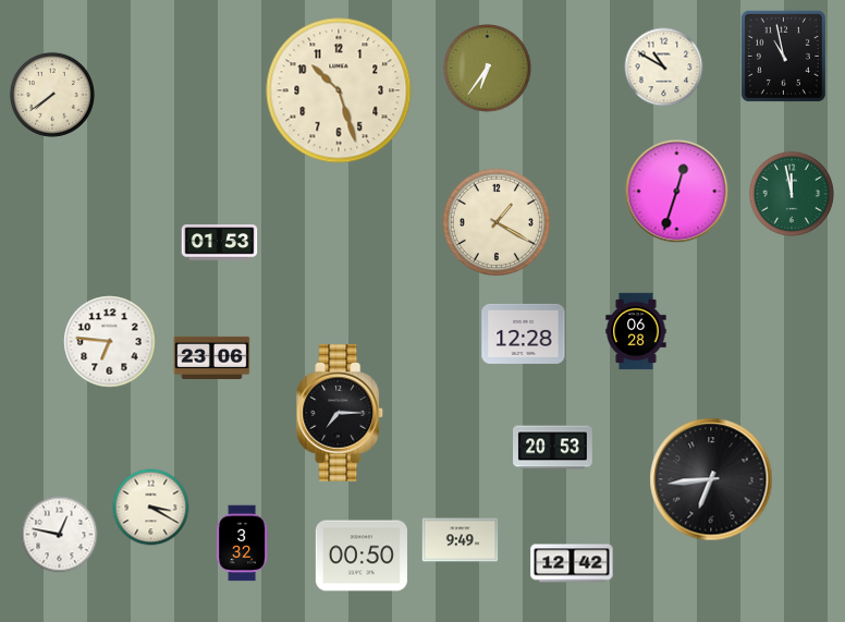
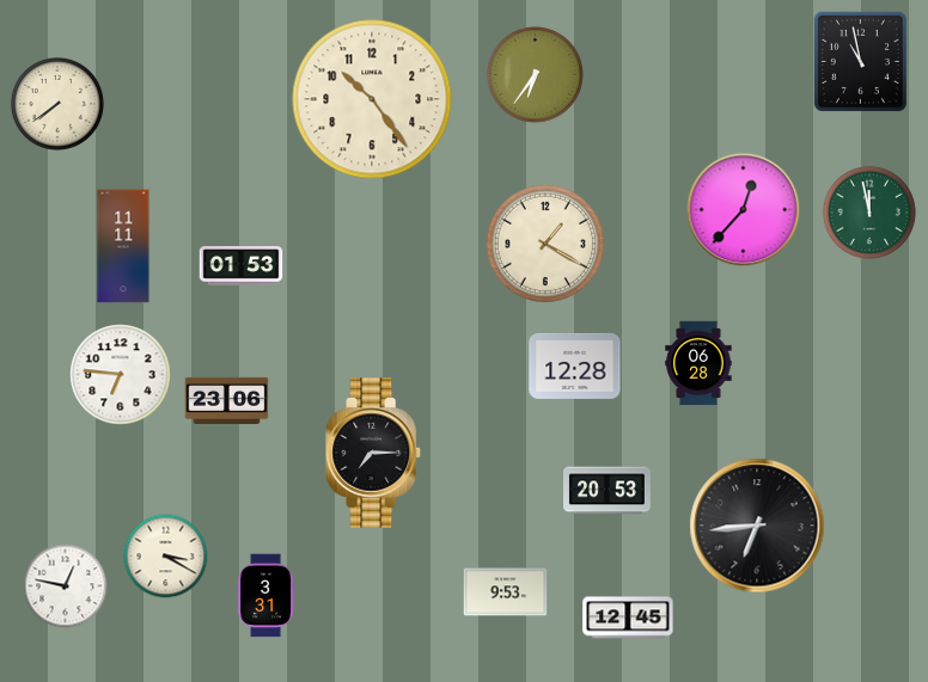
clock at (664, 68): 10:50 -> none
clock at (339, 90): 10:27 -> 10:24
clock at (677, 192): 12:33 -> 12:37
clock at (123, 246): none -> 11:11
clock at (212, 357) position: (212, 357) -> (227, 400)
clock at (711, 479) position: (711, 479) -> (757, 526)
clock at (461, 540): 9:49 -> 9:53
clock at (243, 544): 3:32 -> 3:31
clock at (362, 556): 00:50 -> none
clock at (572, 563): 12:42 -> 12:45
